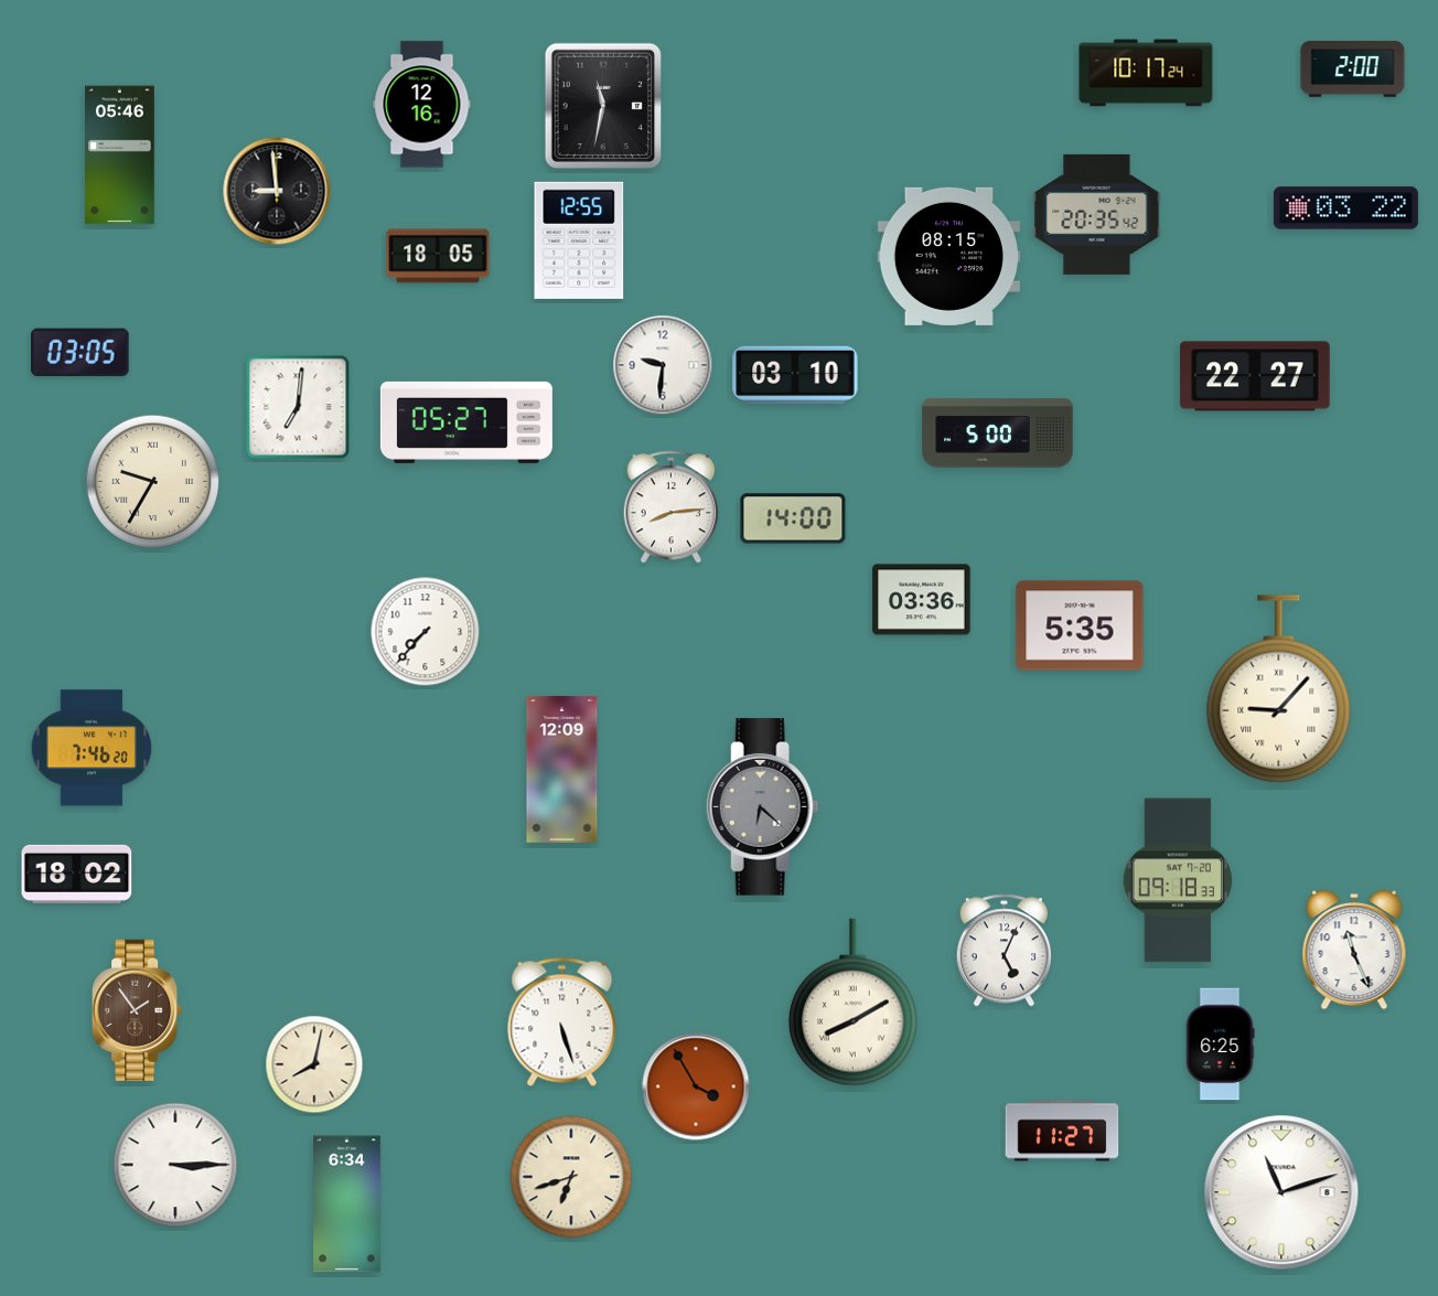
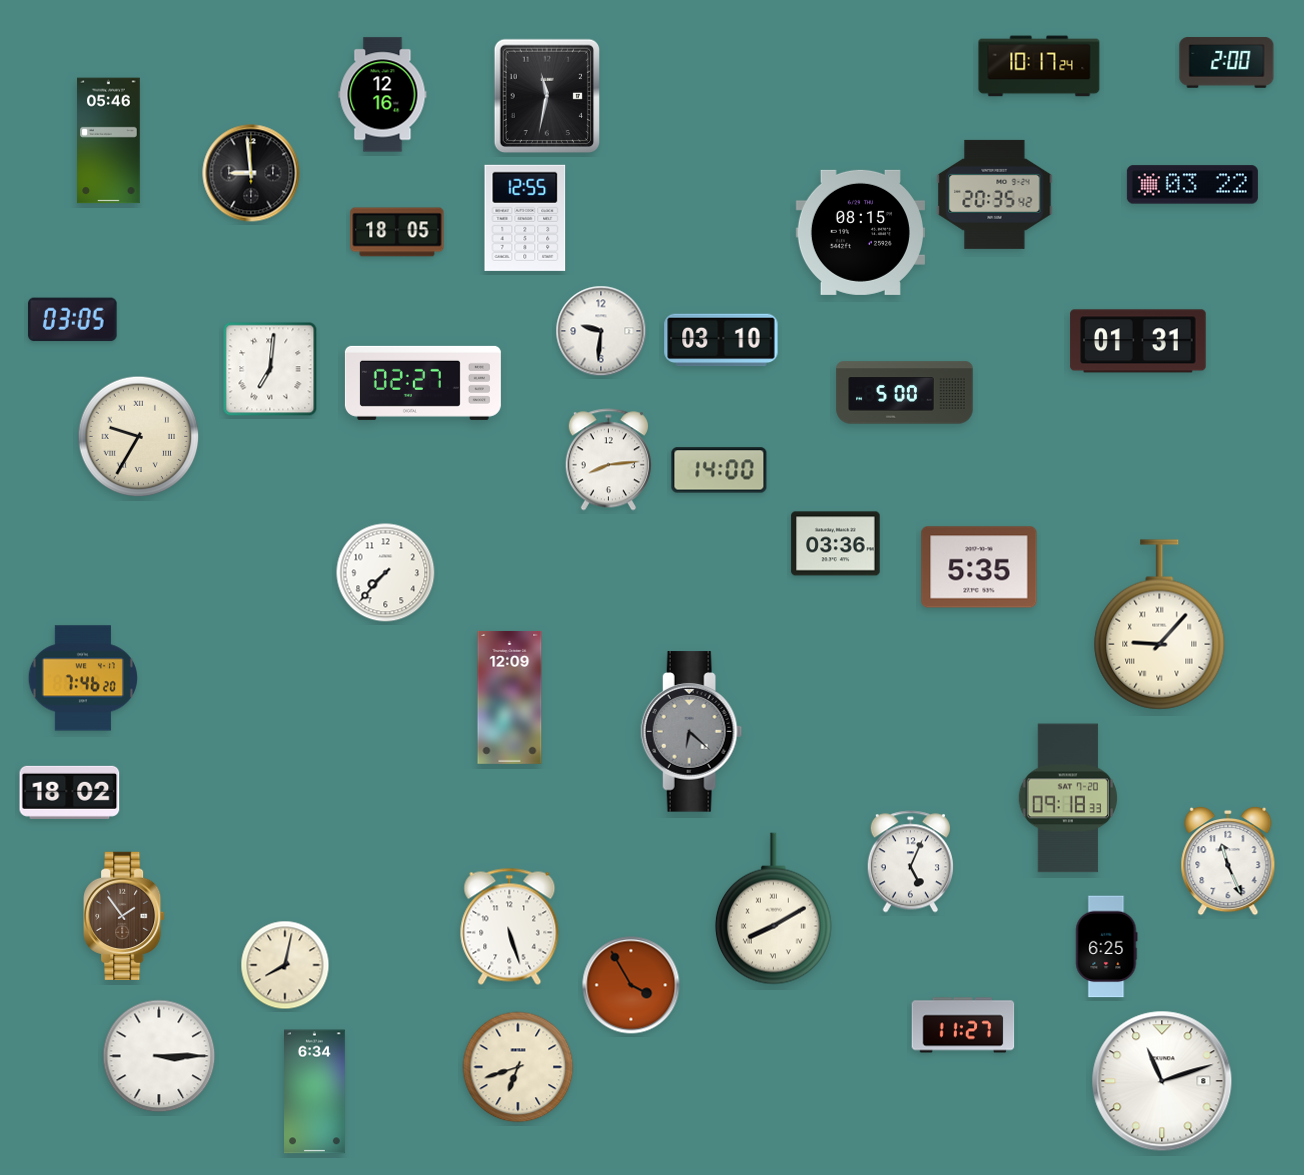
clock at (1345, 208) position: (1345, 208) -> (1192, 185)
clock at (1255, 376): 22:27 -> 01:31
clock at (466, 422): 05:27 -> 02:27
